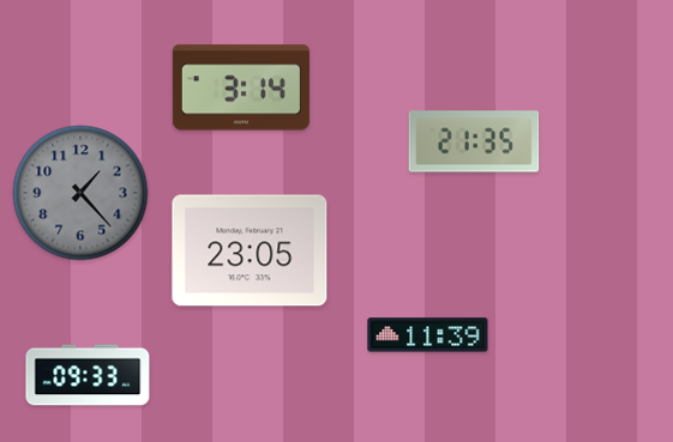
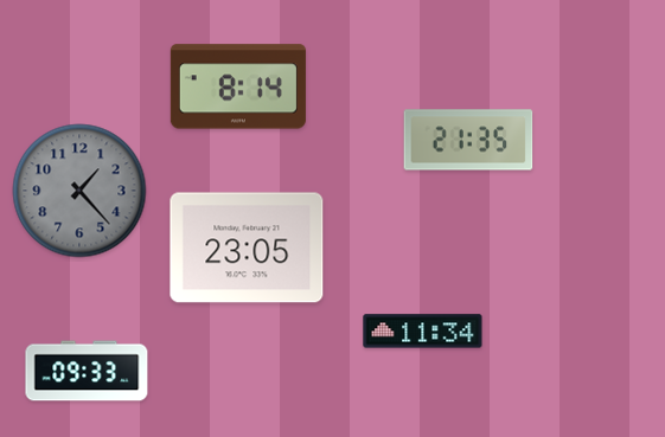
clock at (241, 87): 3:14 -> 8:14
clock at (428, 335): 11:39 -> 11:34
